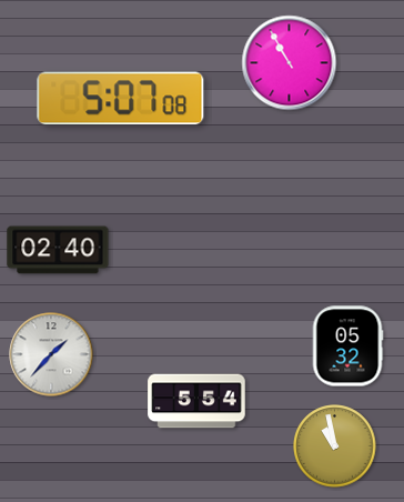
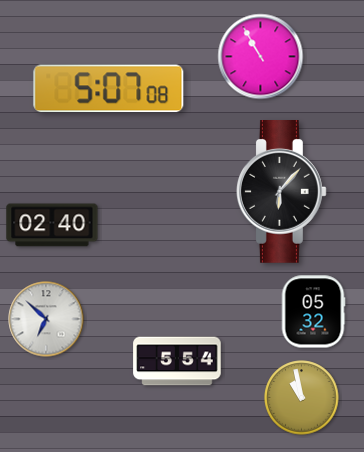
clock at (282, 192): none -> 6:07
clock at (51, 354): 1:37 -> 6:52
clock at (335, 446) position: (335, 446) -> (302, 398)
